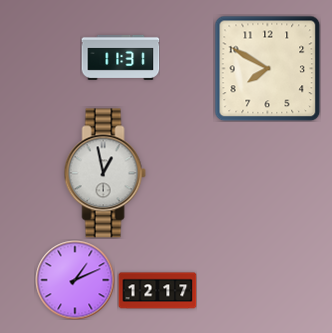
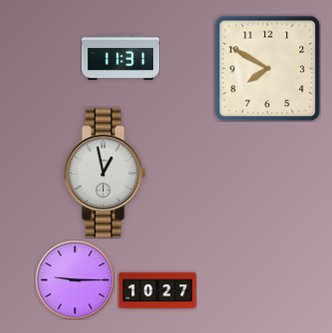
clock at (75, 280): 1:11 -> 9:15
clock at (157, 291): 12:17 -> 10:27
